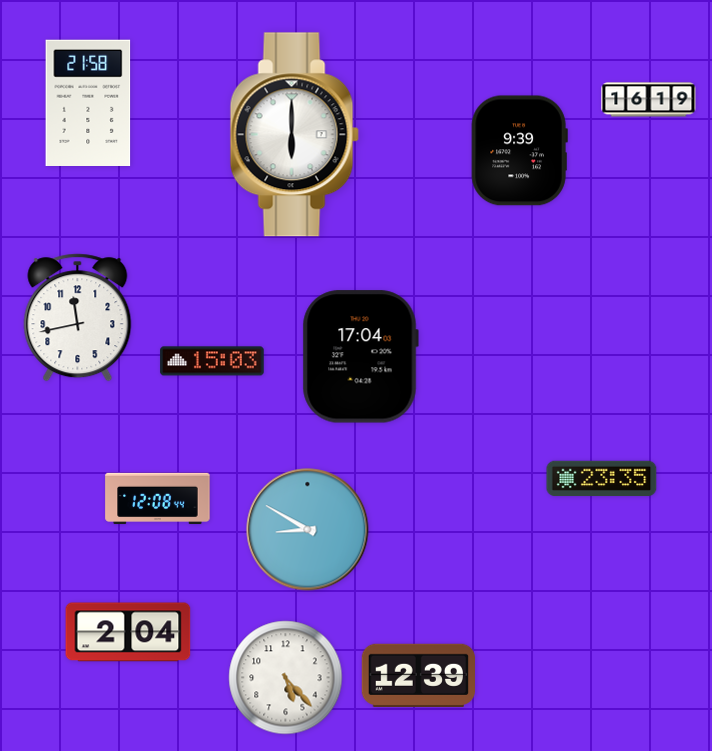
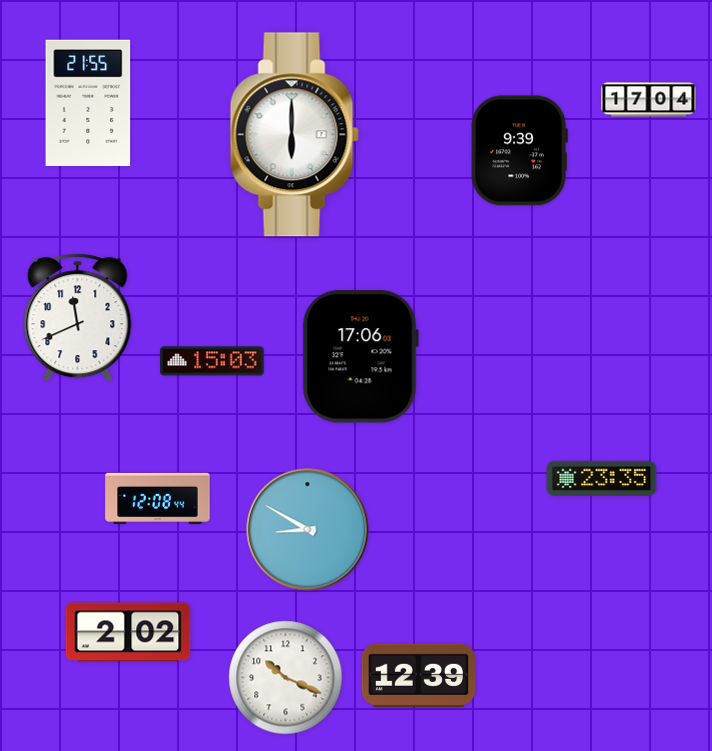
clock at (649, 100): 16:19 -> 17:04
clock at (88, 103): 21:58 -> 21:55
clock at (78, 318): 11:43 -> 11:41
clock at (360, 357): 17:04 -> 17:06
clock at (128, 632): 2:04 -> 2:02
clock at (286, 678): 5:23 -> 10:19
